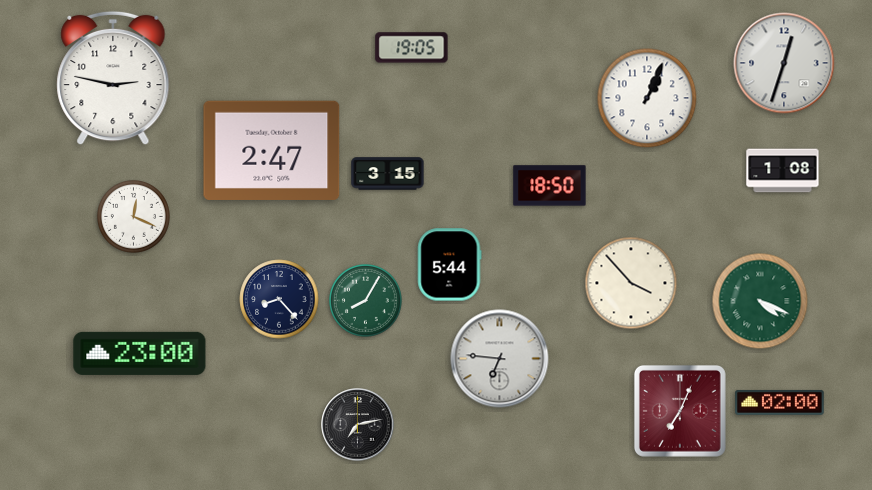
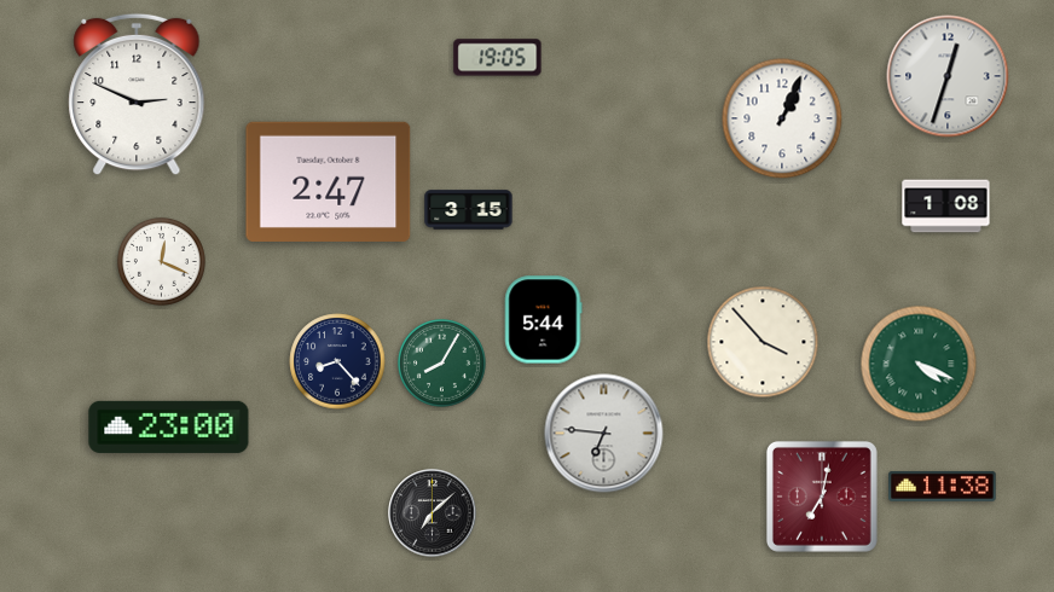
clock at (113, 78): 2:47 -> 2:49
clock at (550, 186): 18:50 -> none
clock at (780, 402): 02:00 -> 11:38
clock at (680, 411): 7:04 -> 7:02
clock at (358, 425): 7:13 -> 7:08
